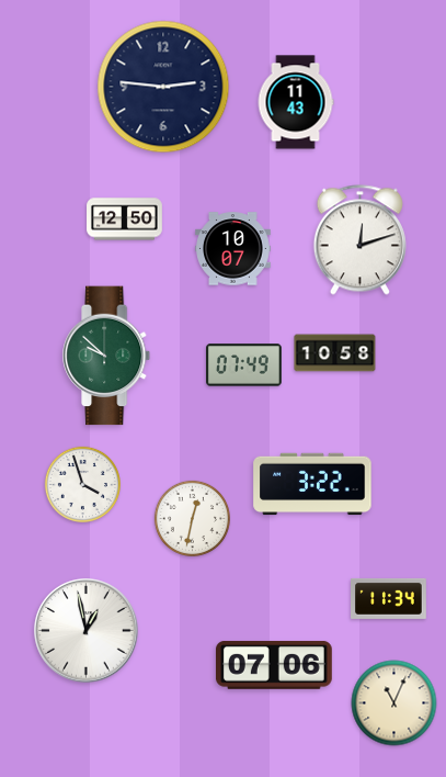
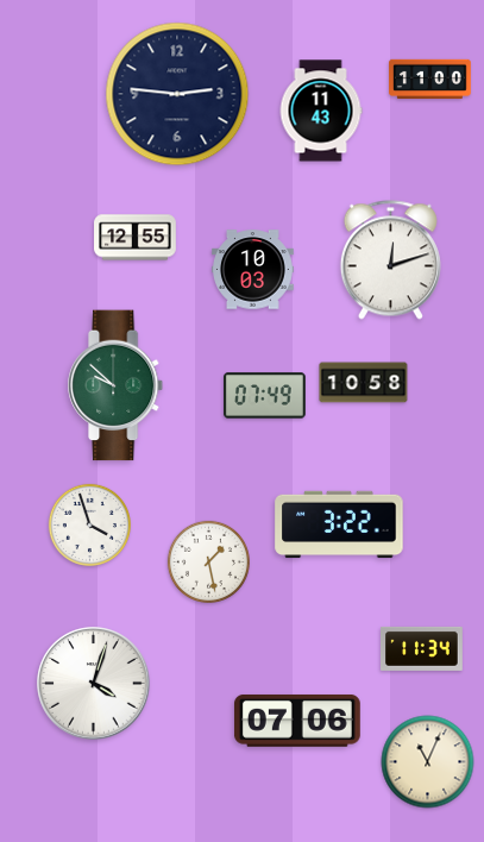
clock at (430, 80): none -> 11:00
clock at (125, 219): 12:50 -> 12:55
clock at (233, 249): 10:07 -> 10:03
clock at (192, 518): 12:32 -> 1:28
clock at (87, 631): 12:58 -> 4:03
